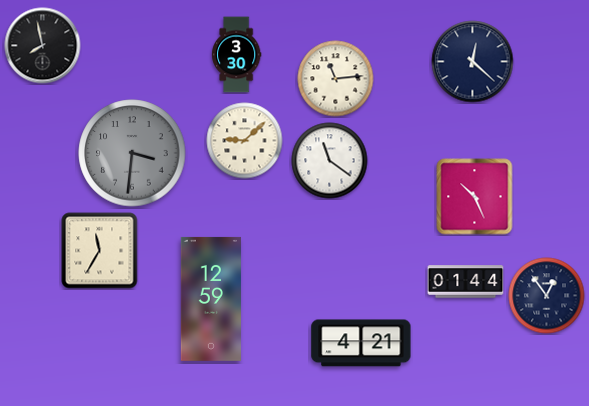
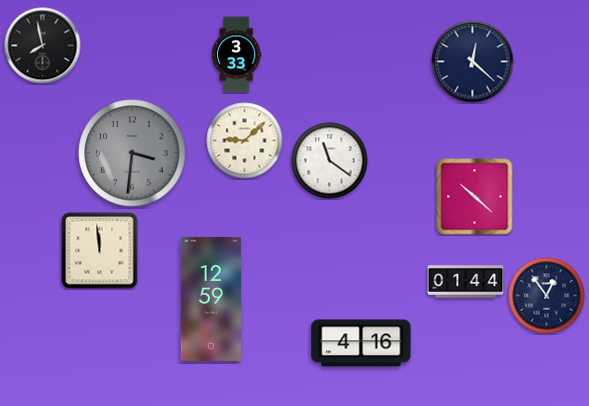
clock at (237, 55): 3:30 -> 3:33
clock at (336, 79): 11:14 -> none
clock at (475, 197): 10:26 -> 10:22
clock at (100, 251): 11:35 -> 11:59
clock at (361, 343): 4:21 -> 4:16
